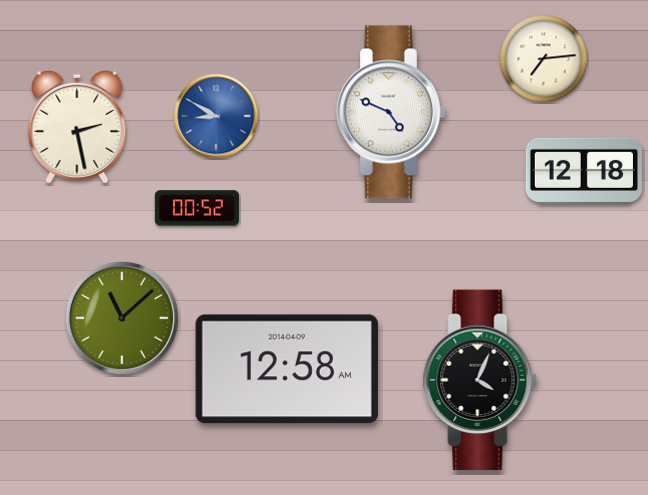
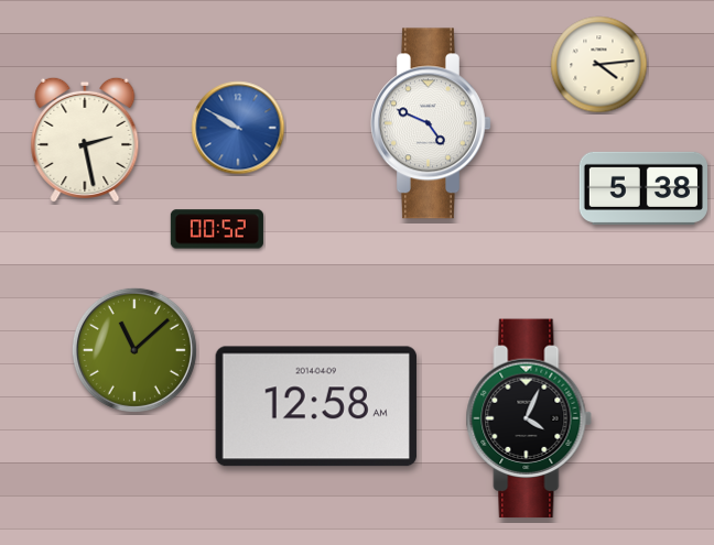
clock at (544, 59): 7:14 -> 4:14
clock at (216, 116): 8:50 -> 9:50
clock at (583, 171): 12:18 -> 5:38
